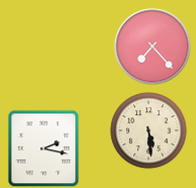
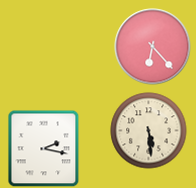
clock at (153, 47): 7:23 -> 6:23
